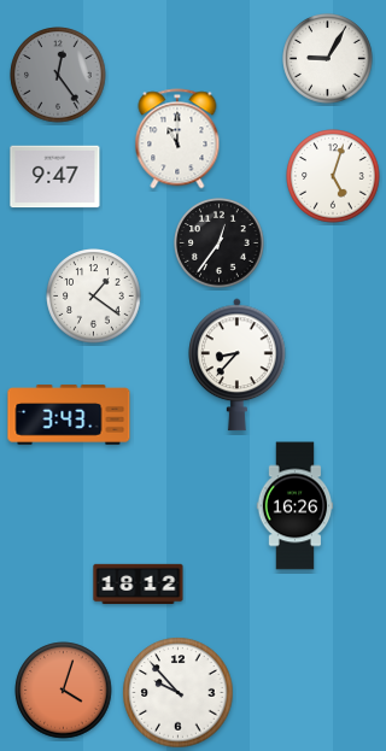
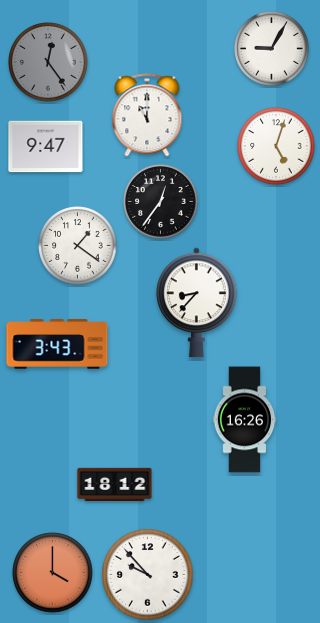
clock at (220, 244) position: (220, 244) -> (161, 202)
clock at (64, 691): 4:03 -> 4:00
